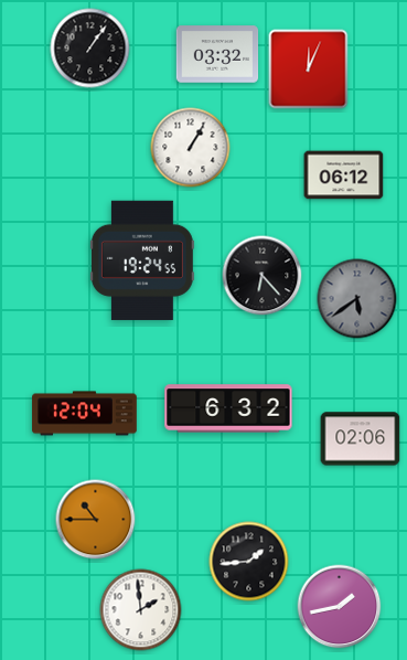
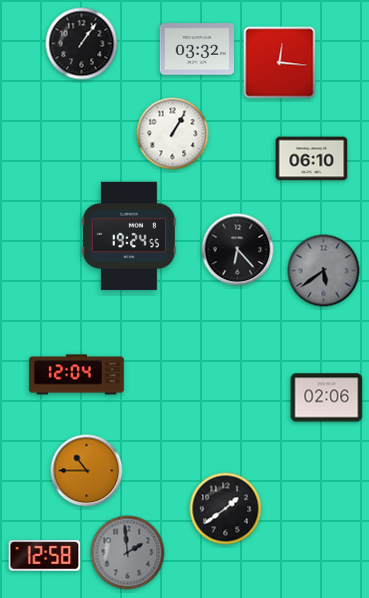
clock at (309, 70): 12:04 -> 12:16
clock at (344, 175): 06:12 -> 06:10
clock at (228, 408): 6:32 -> none
clock at (249, 562): 1:44 -> 1:39
clock at (340, 607): 1:43 -> none
clock at (141, 610) dial: white -> grey
clock at (45, 556): none -> 12:58
